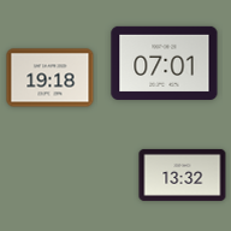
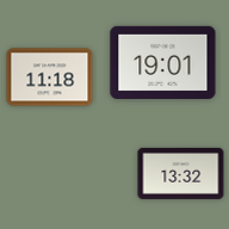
clock at (165, 63): 07:01 -> 19:01
clock at (51, 78): 19:18 -> 11:18
